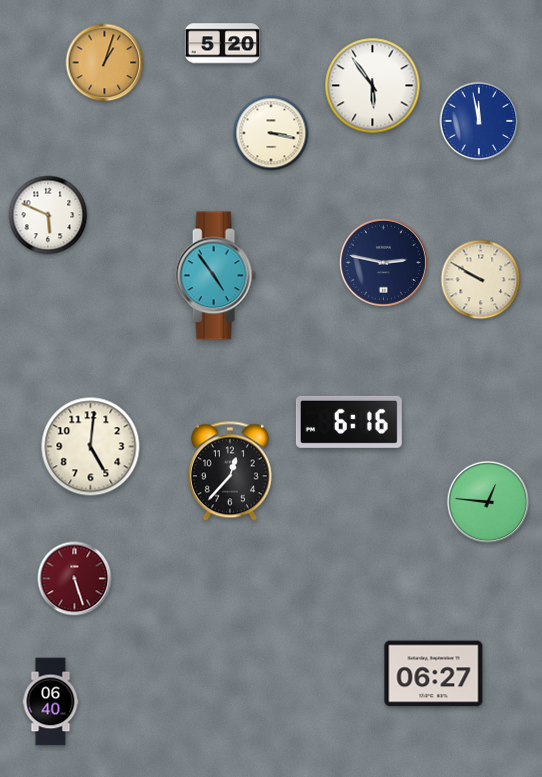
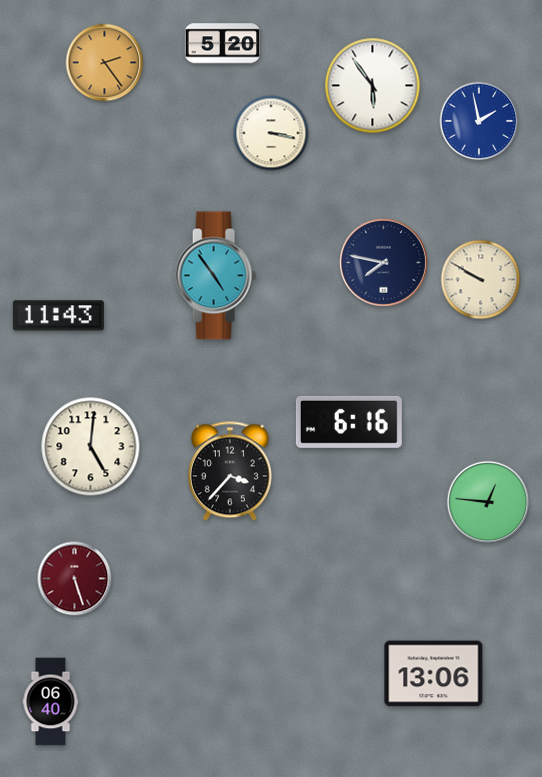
clock at (105, 63): 1:03 -> 2:24
clock at (479, 121): 11:58 -> 1:58
clock at (48, 215): 5:49 -> none
clock at (383, 262): 2:47 -> 7:47
clock at (58, 316): none -> 11:43
clock at (230, 471): 12:37 -> 3:37
clock at (434, 674): 06:27 -> 13:06
